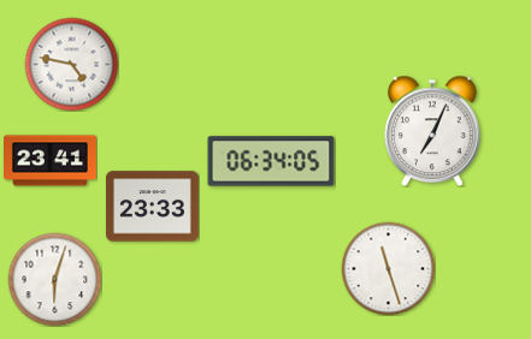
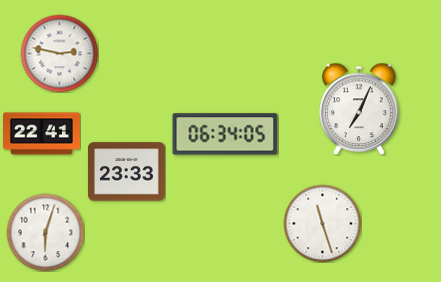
clock at (71, 64): 4:47 -> 2:47
clock at (51, 161): 23:41 -> 22:41
